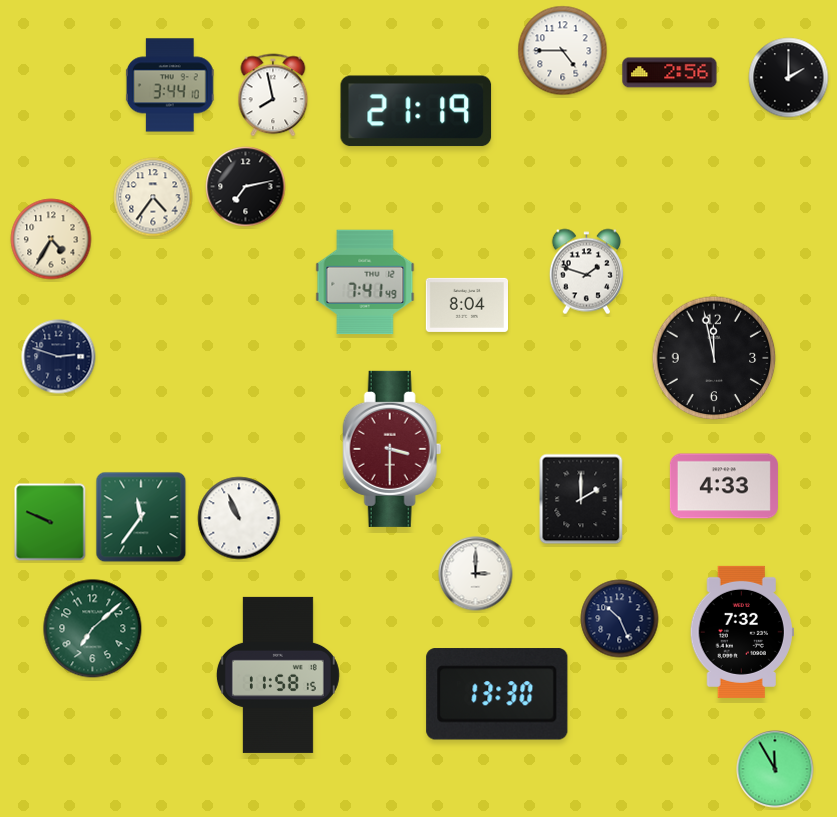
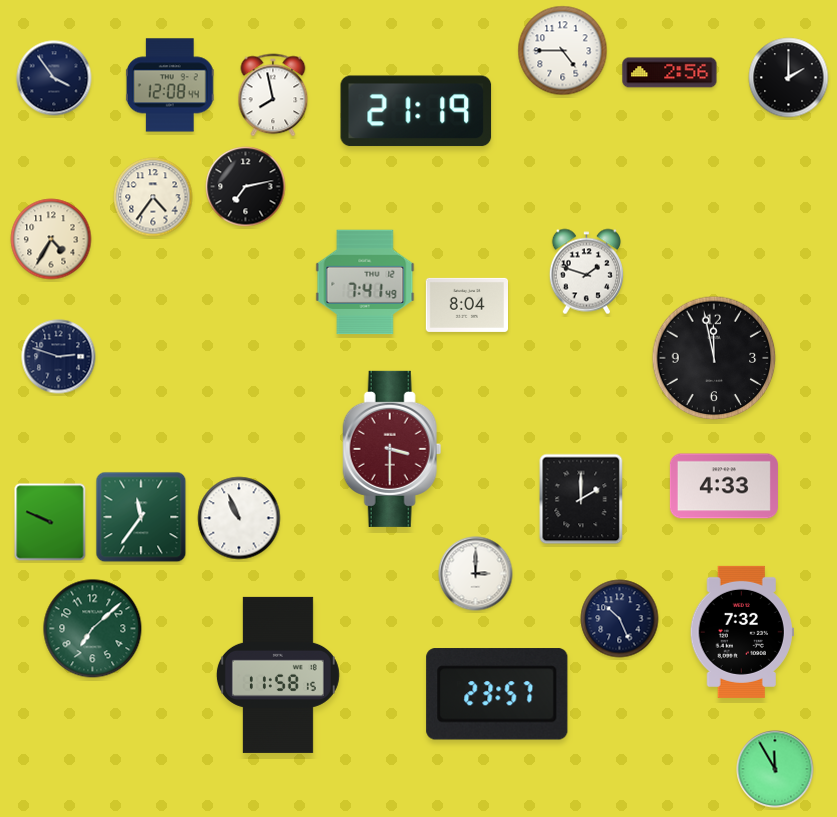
clock at (54, 78): none -> 3:54
clock at (170, 85): 3:44 -> 12:08
clock at (497, 695): 13:30 -> 23:57
